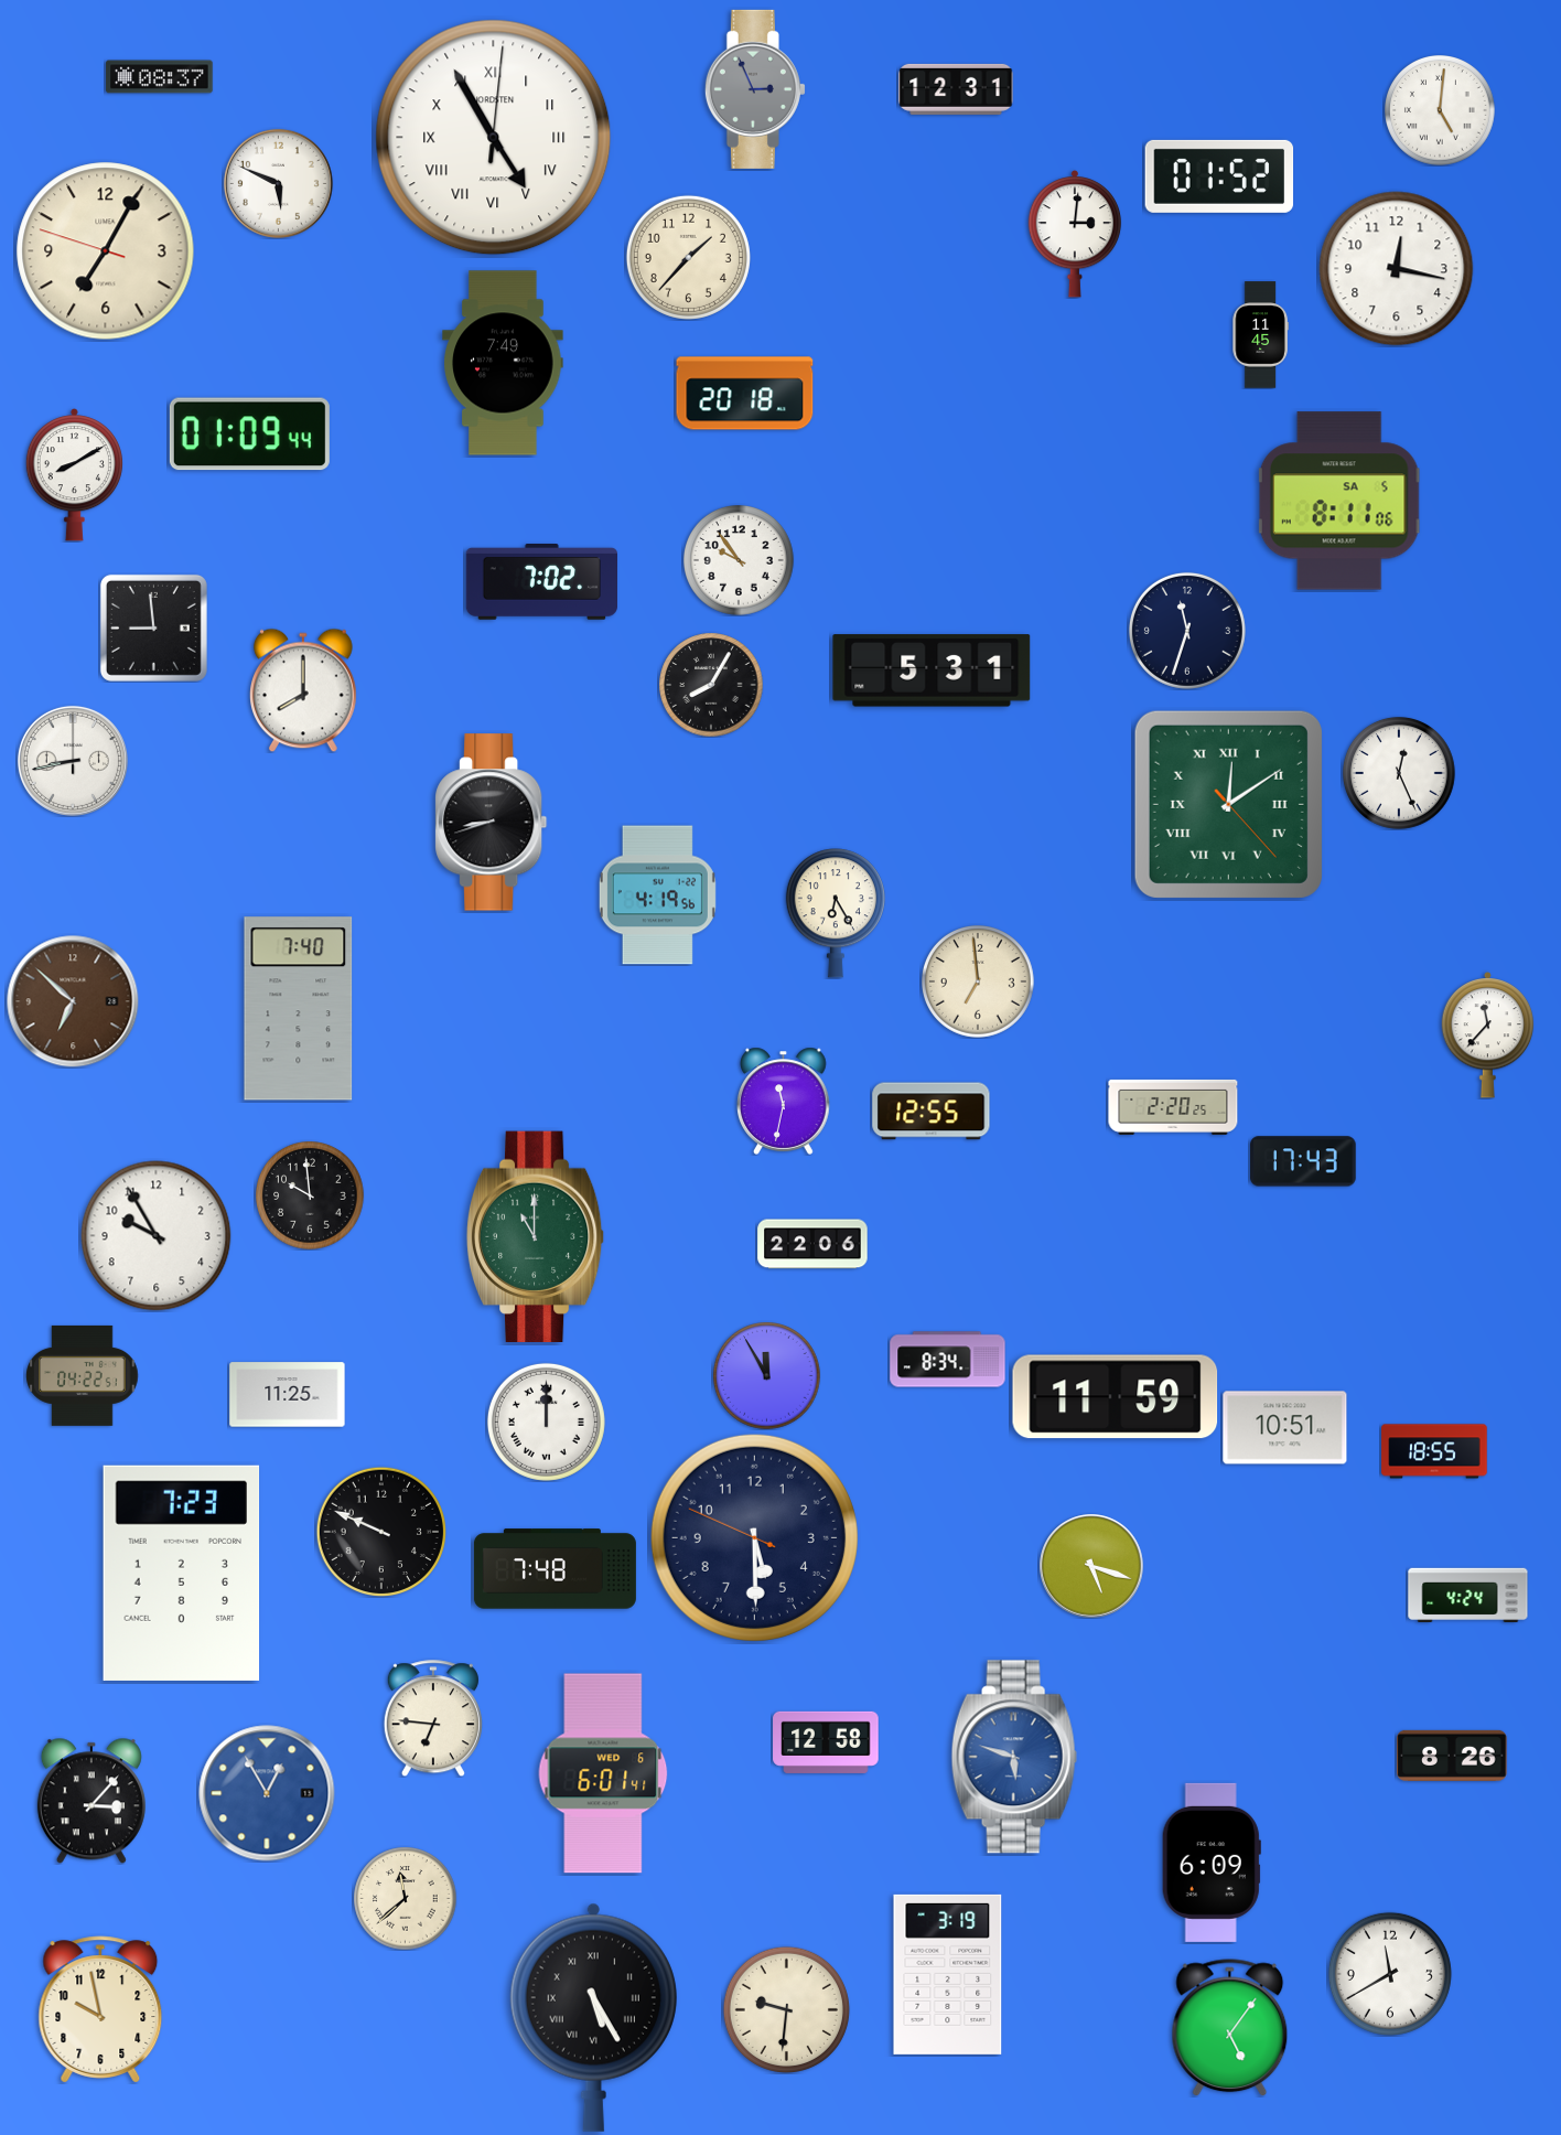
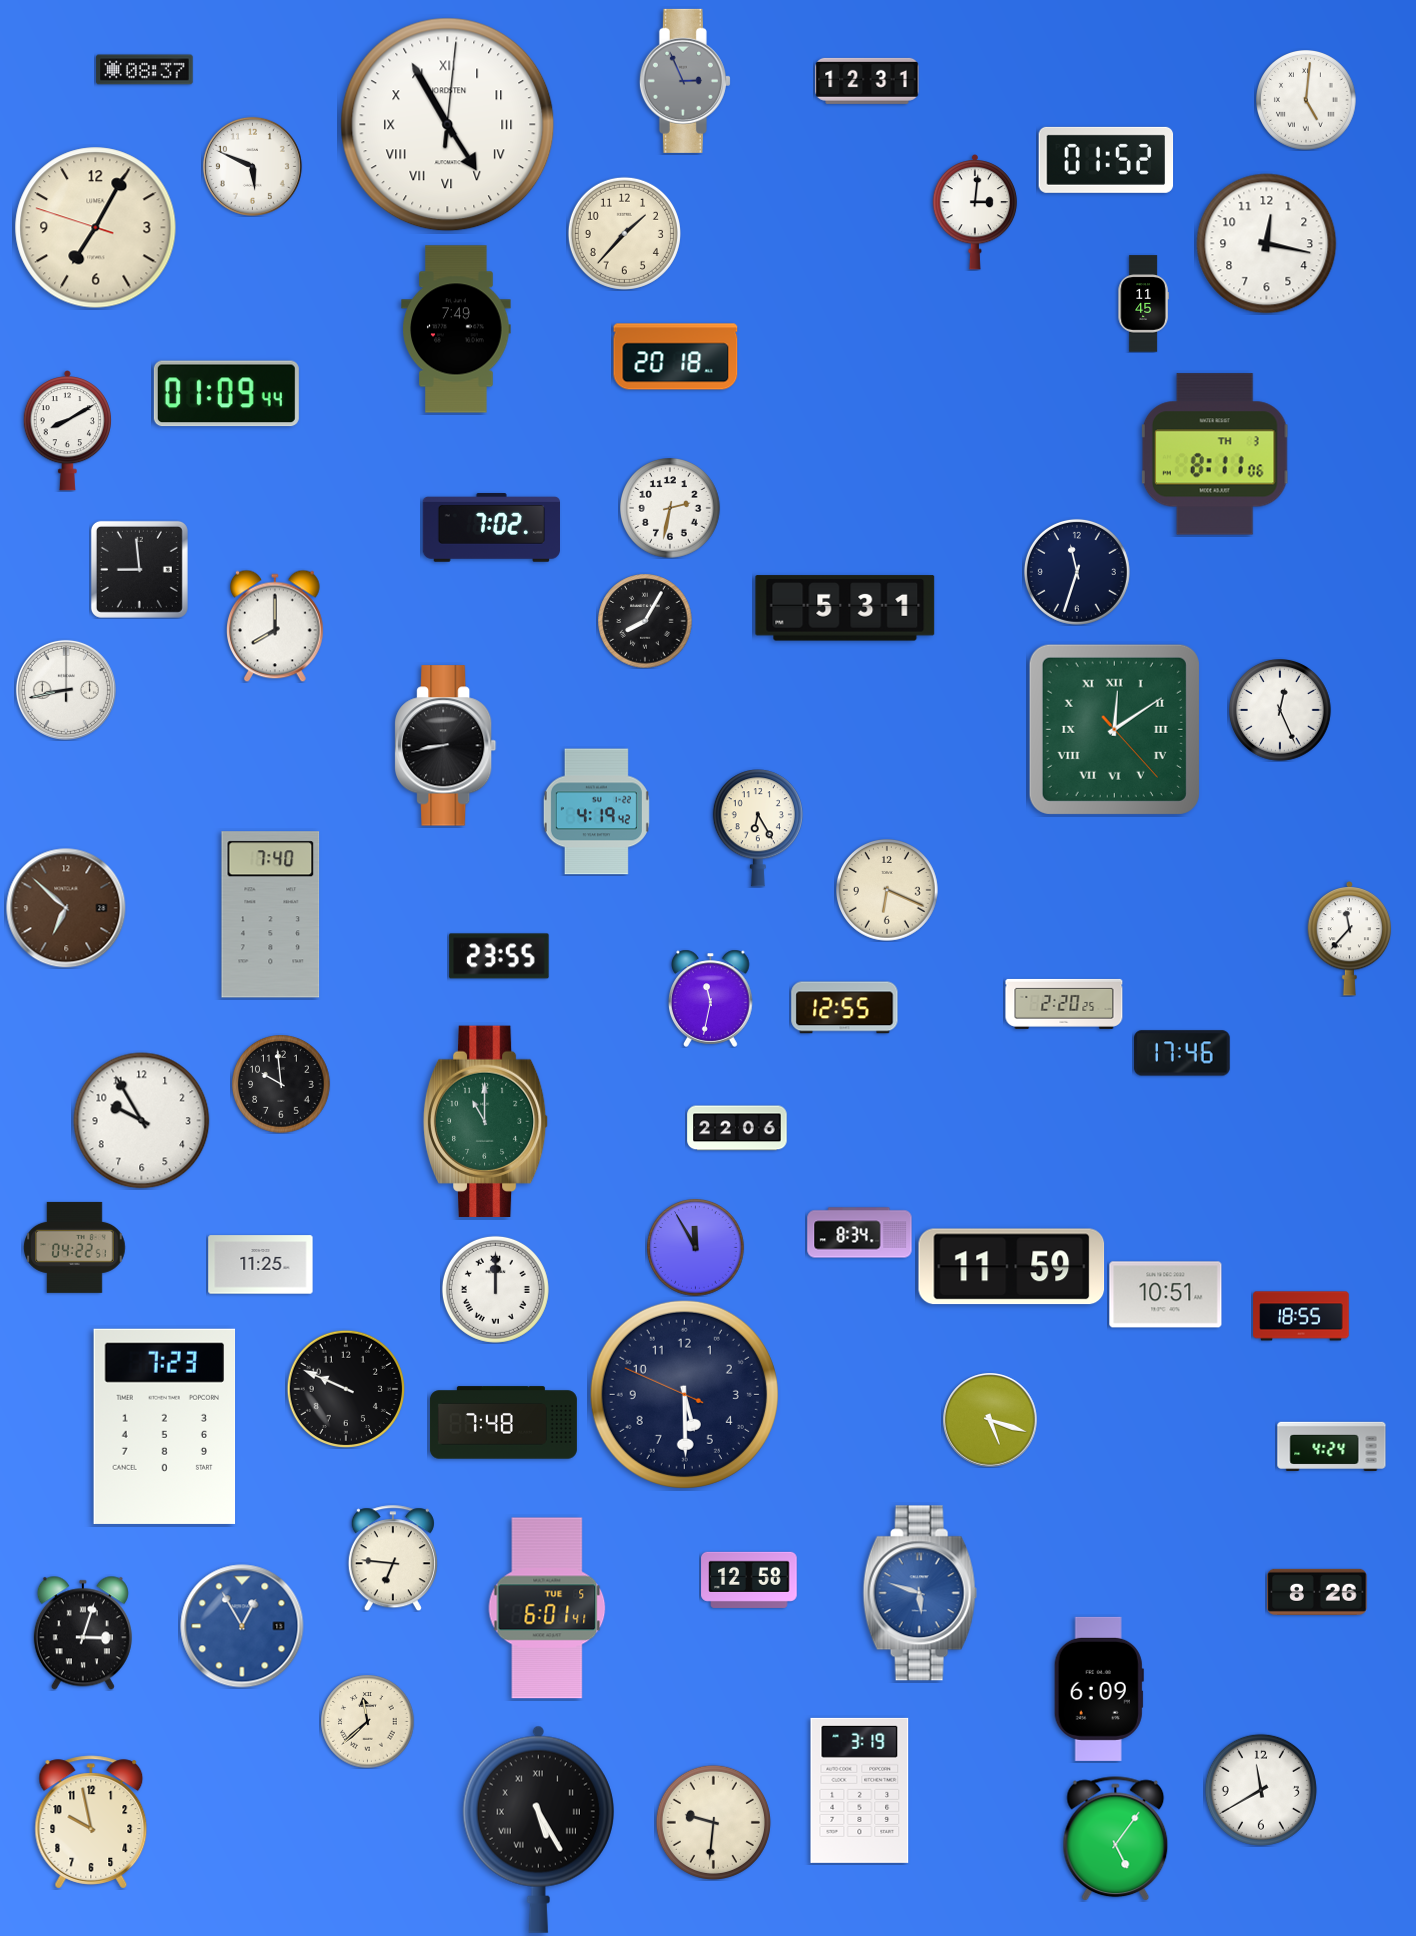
clock at (1339, 501) date: SA 5 -> TH 3
clock at (740, 561): 9:54 -> 2:32
clock at (1400, 774) position: (1400, 774) -> (1281, 711)
clock at (492, 823): 8:42 -> 8:43
clock at (657, 895): 4:19:56 -> 4:19:42
clock at (979, 983): 6:59 -> 6:19
clock at (499, 956): none -> 23:55
clock at (1303, 1161): 17:43 -> 17:46
clock at (603, 1773) date: WED 6 -> TUE 5
clock at (91, 1801): 3:07 -> 3:03
